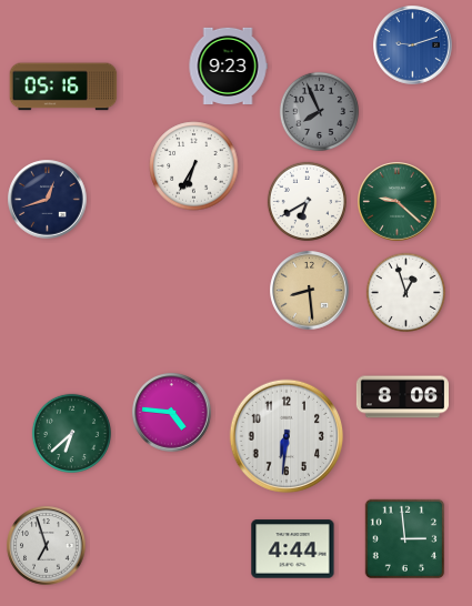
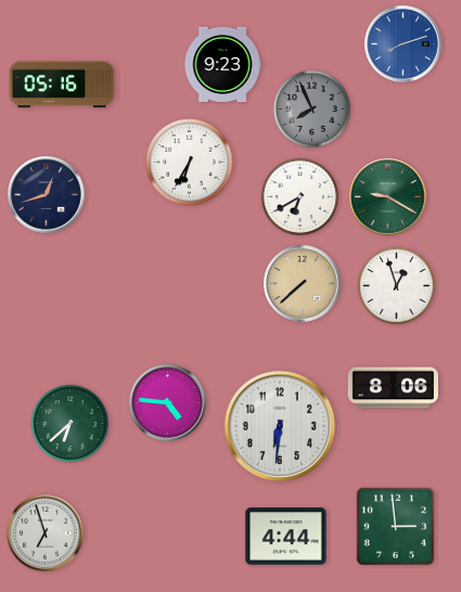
clock at (413, 46): 9:12 -> 8:12
clock at (398, 202): 9:22 -> 9:20
clock at (310, 291): 8:29 -> 7:38
